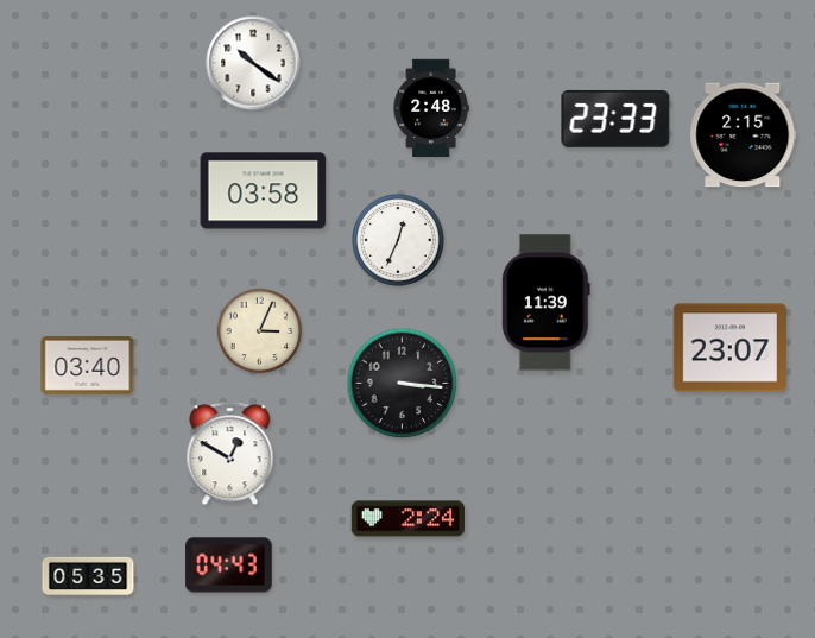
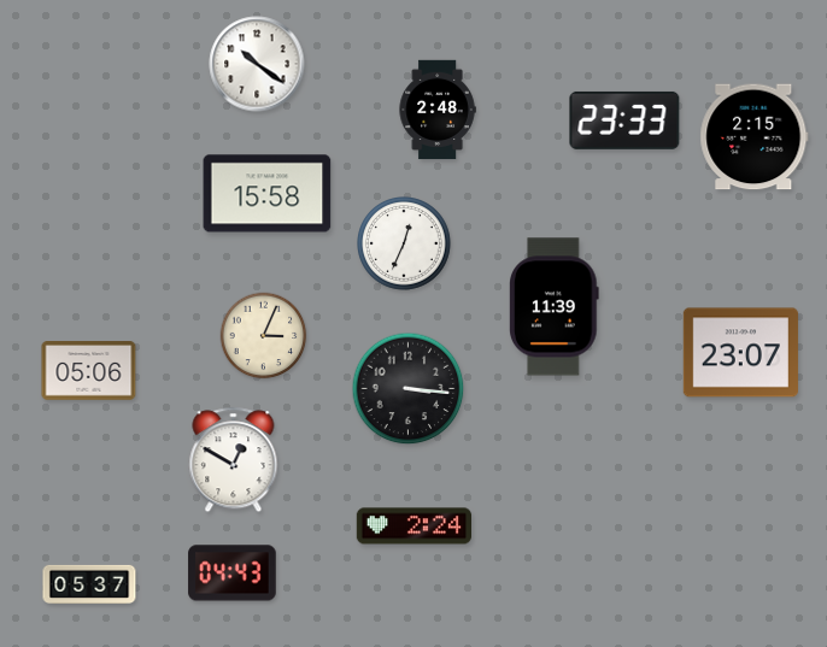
clock at (264, 191): 03:58 -> 15:58
clock at (88, 366): 03:40 -> 05:06
clock at (88, 576): 05:35 -> 05:37
